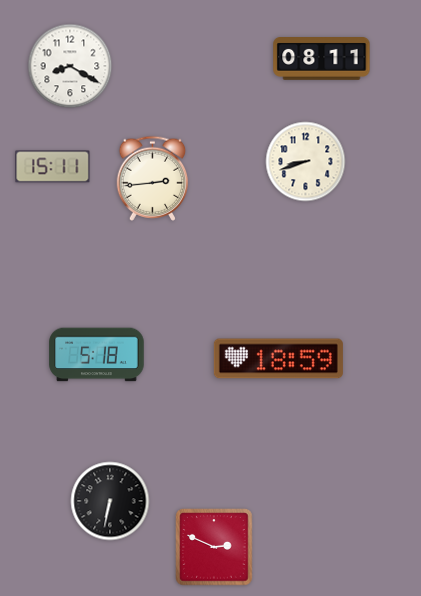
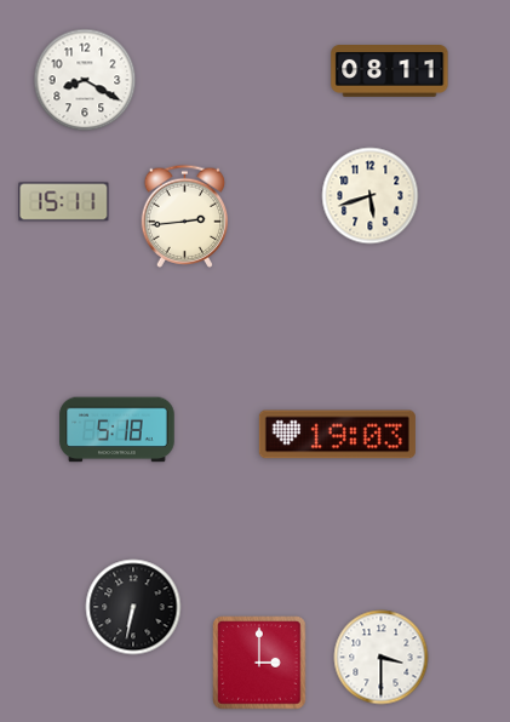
clock at (306, 162): 8:42 -> 5:42
clock at (278, 359): 18:59 -> 19:03
clock at (382, 658): none -> 3:30
clock at (214, 547): 2:49 -> 3:00
